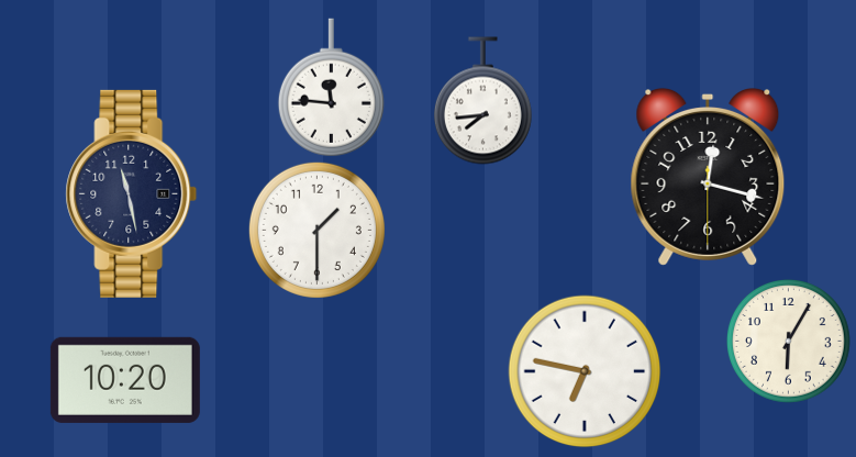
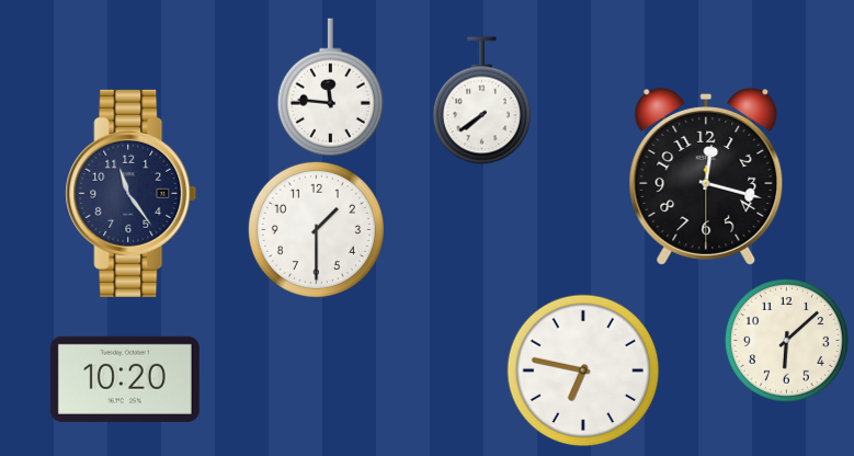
clock at (482, 101): 7:44 -> 7:39
clock at (132, 193): 11:28 -> 11:24
clock at (789, 342): 6:05 -> 6:08
